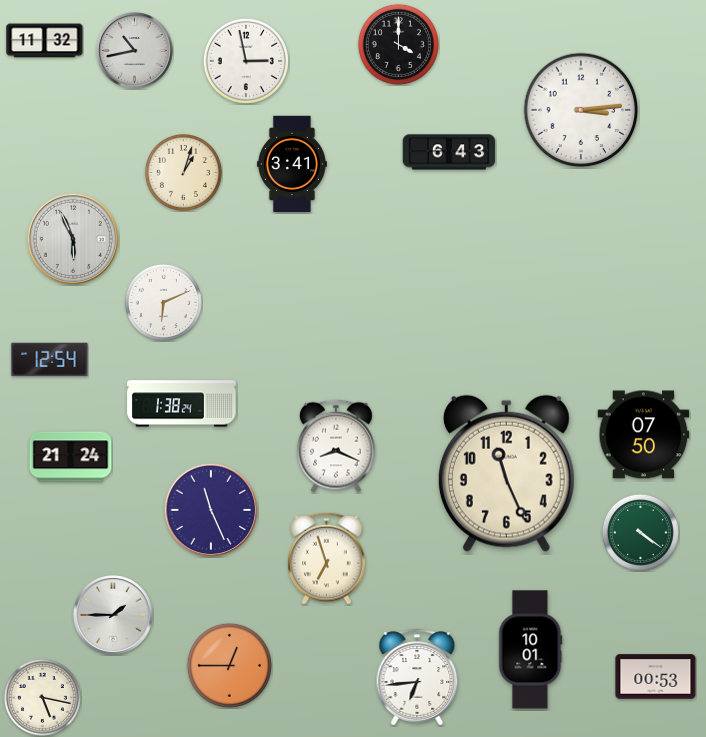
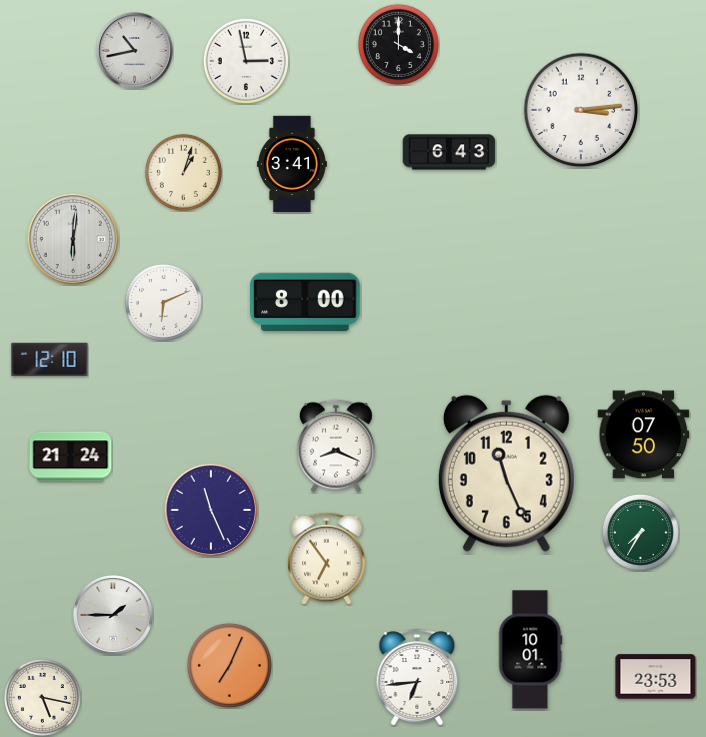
clock at (45, 41): 11:32 -> none
clock at (72, 238): 5:56 -> 6:01
clock at (305, 301): none -> 8:00
clock at (50, 360): 12:54 -> 12:10
clock at (182, 404): 1:38 -> none
clock at (640, 532): 4:21 -> 7:35
clock at (327, 558): 6:57 -> 6:54
clock at (229, 665): 12:45 -> 7:04
clock at (656, 677): 00:53 -> 23:53
